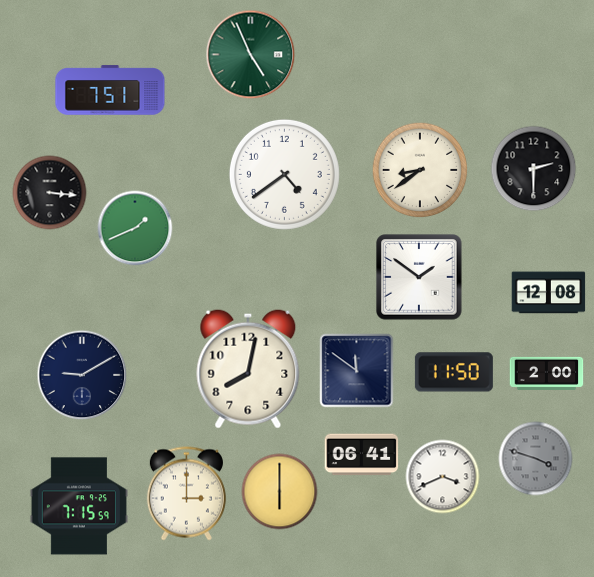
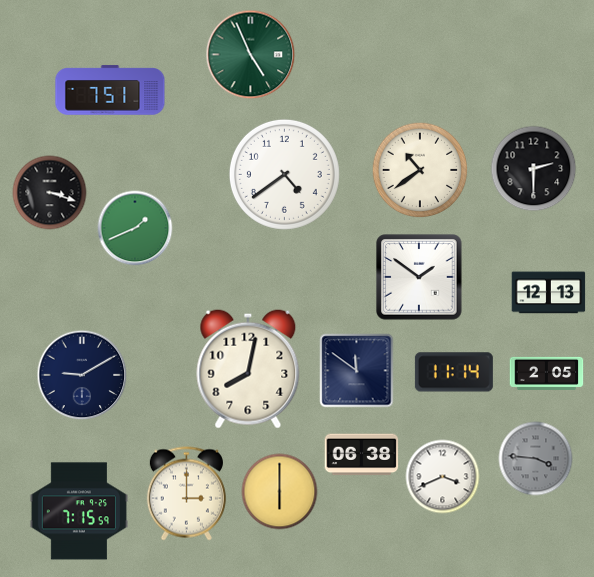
clock at (420, 170): 8:39 -> 10:39
clock at (50, 193): 3:16 -> 3:18
clock at (549, 293): 12:08 -> 12:13
clock at (454, 372): 11:50 -> 11:14
clock at (547, 373): 2:00 -> 2:05
clock at (362, 455): 06:41 -> 06:38
clock at (536, 459): 3:48 -> 3:46
clock at (79, 506) position: (79, 506) -> (79, 511)
